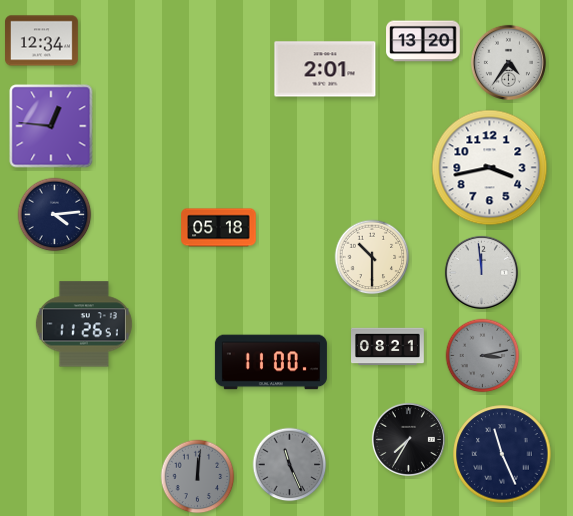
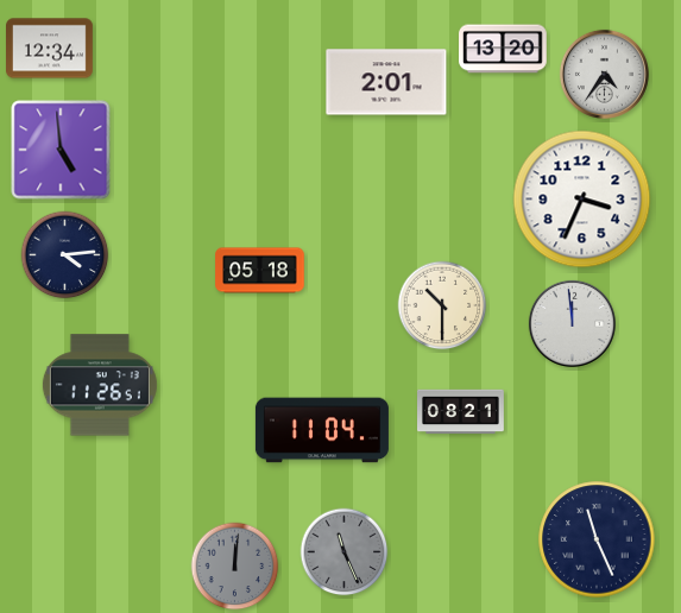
clock at (51, 126): 12:46 -> 4:59
clock at (490, 168): 3:43 -> 3:34
clock at (483, 356): 3:13 -> none
clock at (271, 362): 11:00 -> 11:04
clock at (408, 439): 7:35 -> none
